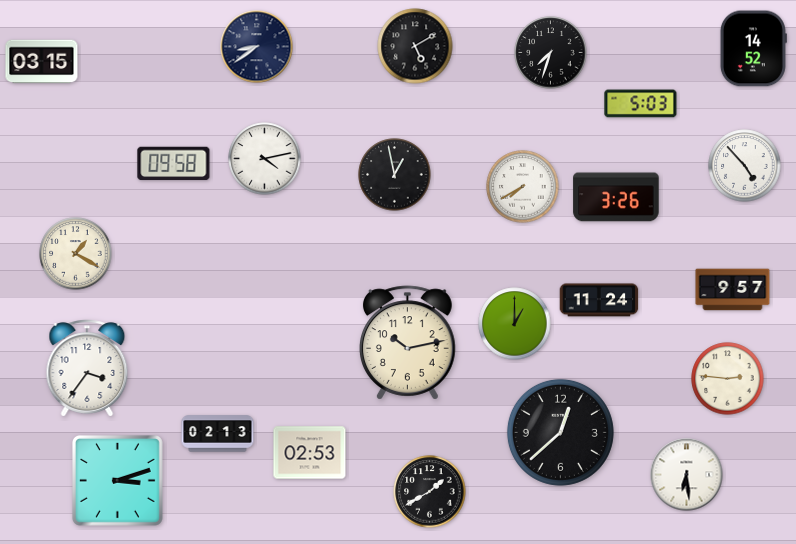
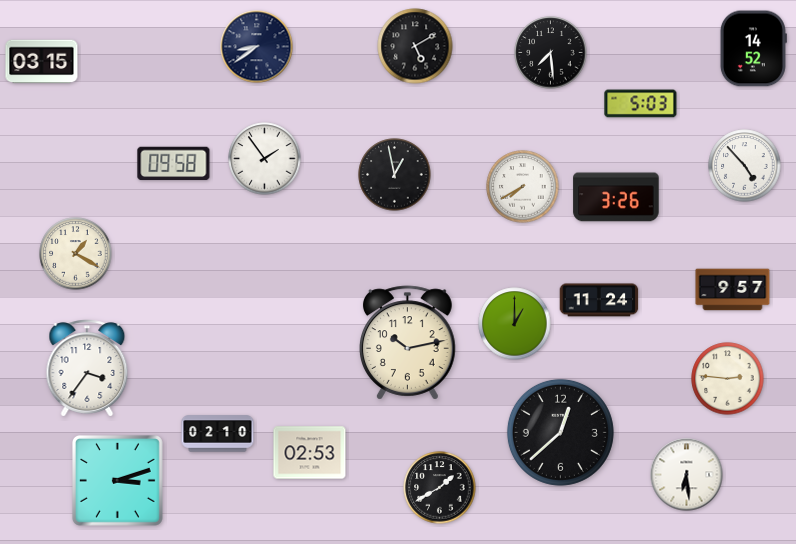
clock at (551, 53): 7:33 -> 7:29
clock at (265, 159): 4:13 -> 1:54
clock at (218, 434): 02:13 -> 02:10
clock at (430, 492) position: (430, 492) -> (440, 488)
